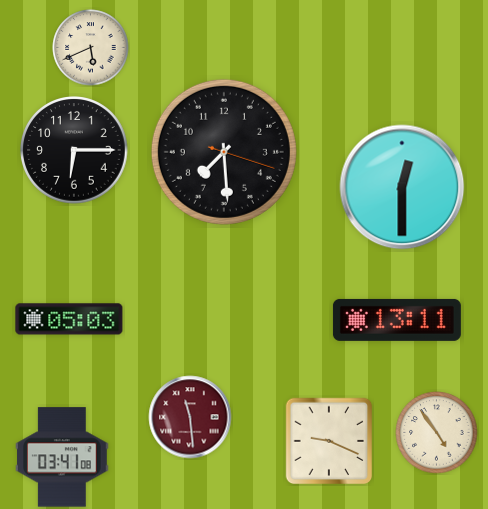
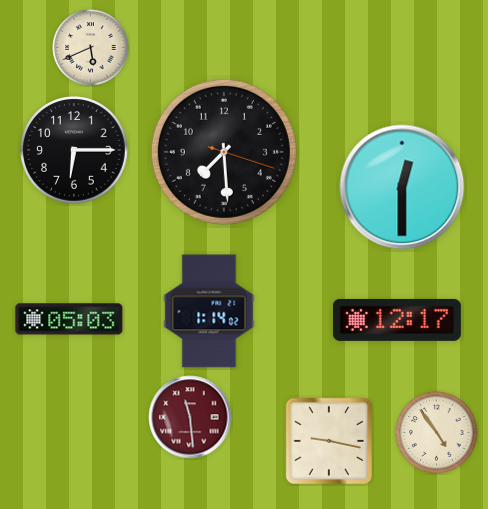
clock at (209, 311): none -> 1:14
clock at (397, 320): 13:11 -> 12:17
clock at (329, 441): 9:19 -> 9:17
clock at (63, 457): 03:41 -> none
